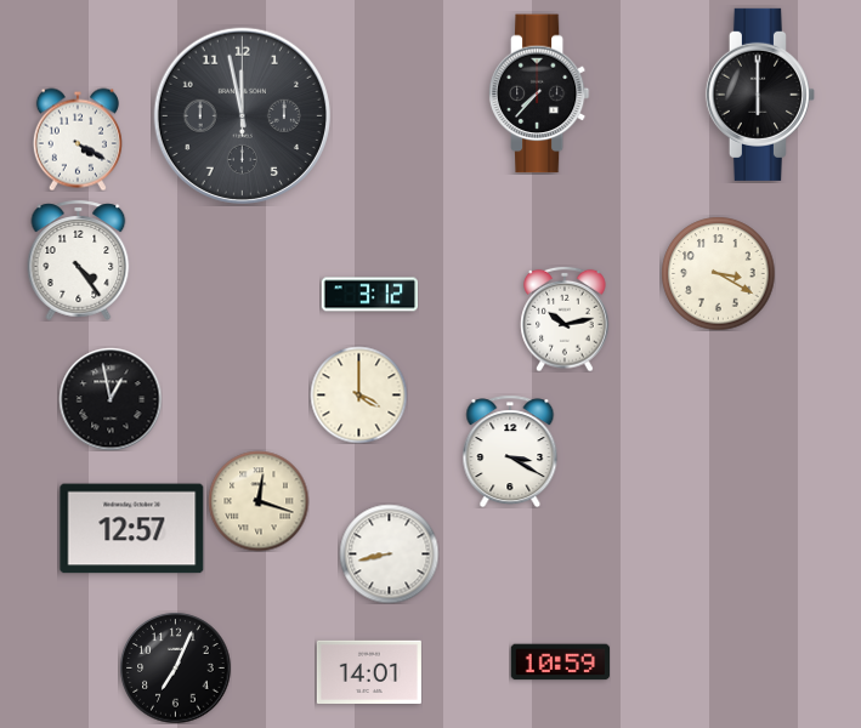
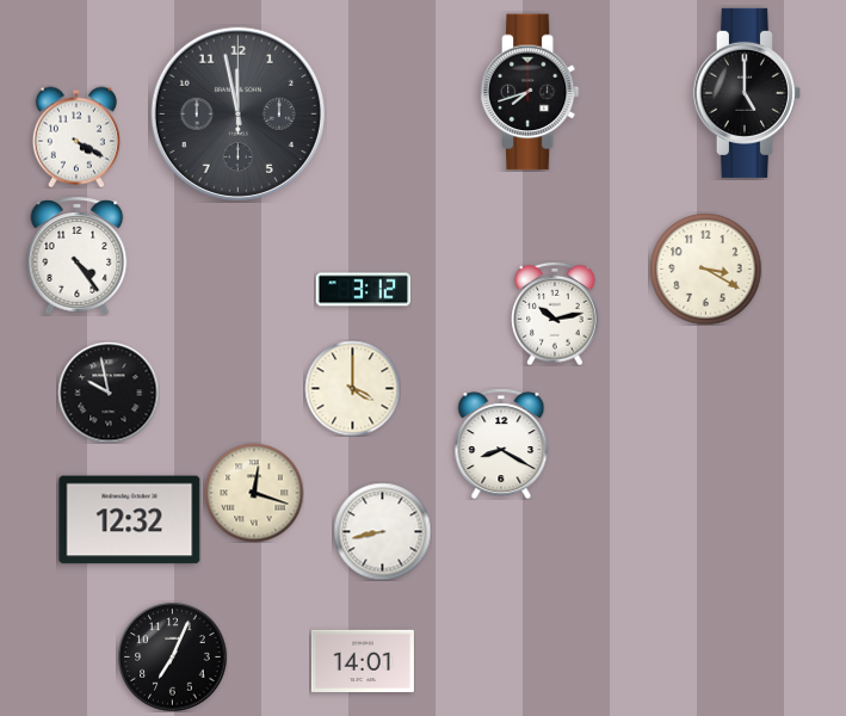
clock at (539, 93): 7:37 -> 7:42
clock at (760, 95): 6:00 -> 5:00
clock at (111, 399): 12:58 -> 9:58
clock at (510, 451): 3:20 -> 8:20
clock at (132, 529): 12:57 -> 12:32
clock at (389, 553) position: (389, 553) -> (382, 531)
clock at (560, 662): 10:59 -> none
